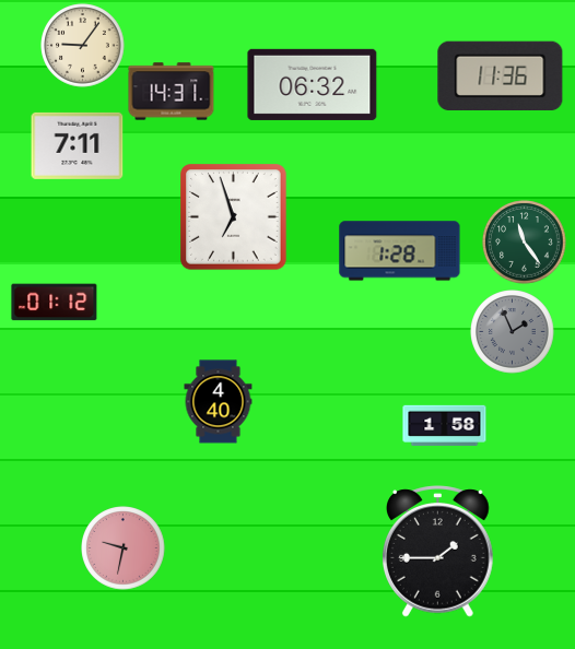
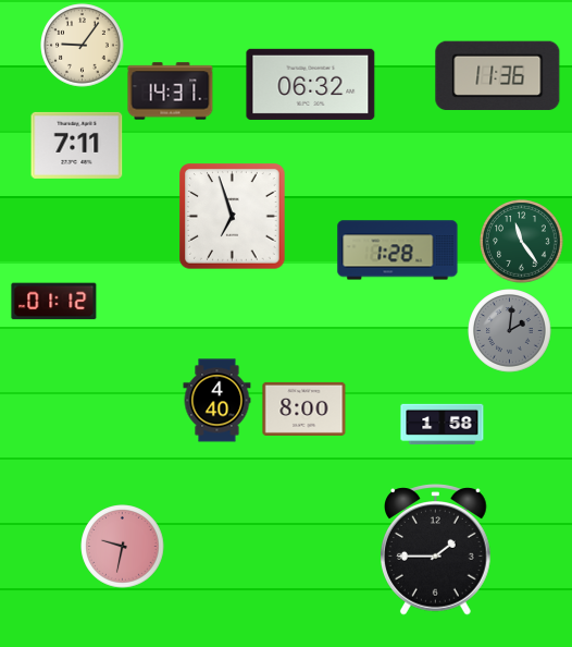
clock at (513, 332): 1:56 -> 2:01
clock at (304, 408): none -> 8:00
